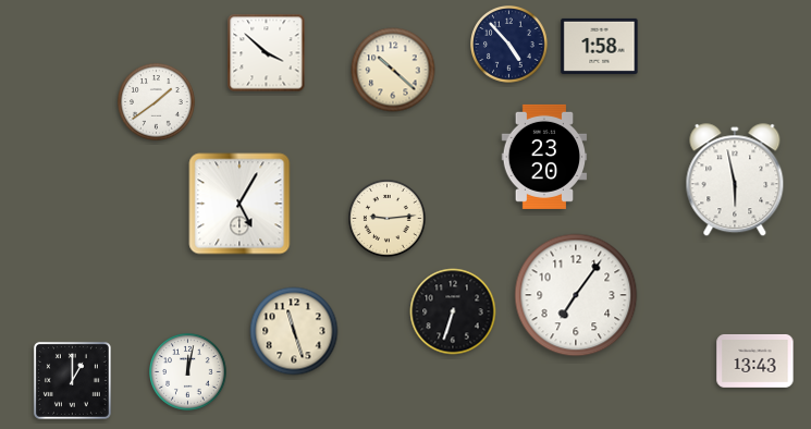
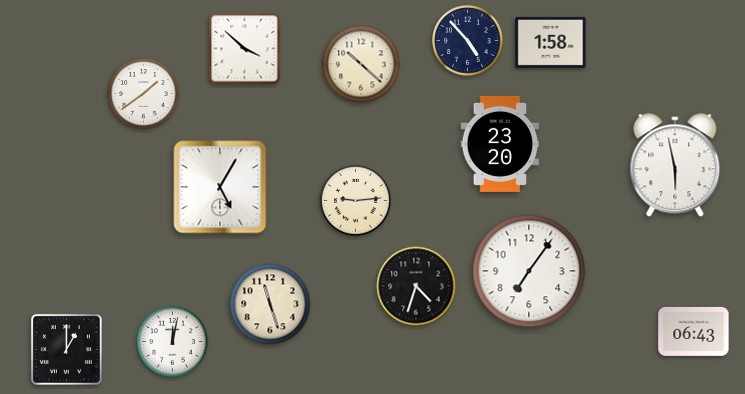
clock at (453, 311): 6:33 -> 4:33
clock at (755, 360): 13:43 -> 06:43
